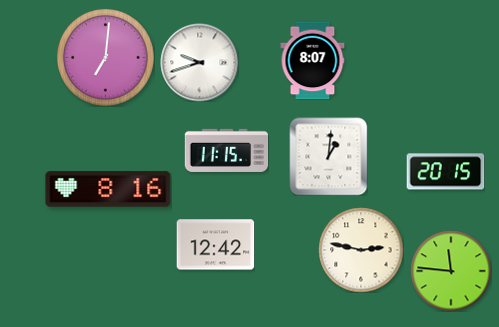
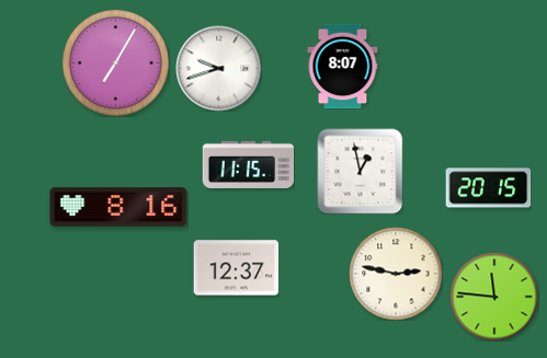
clock at (105, 57): 7:01 -> 7:05
clock at (328, 156): 1:01 -> 12:58
clock at (215, 245): 12:42 -> 12:37
